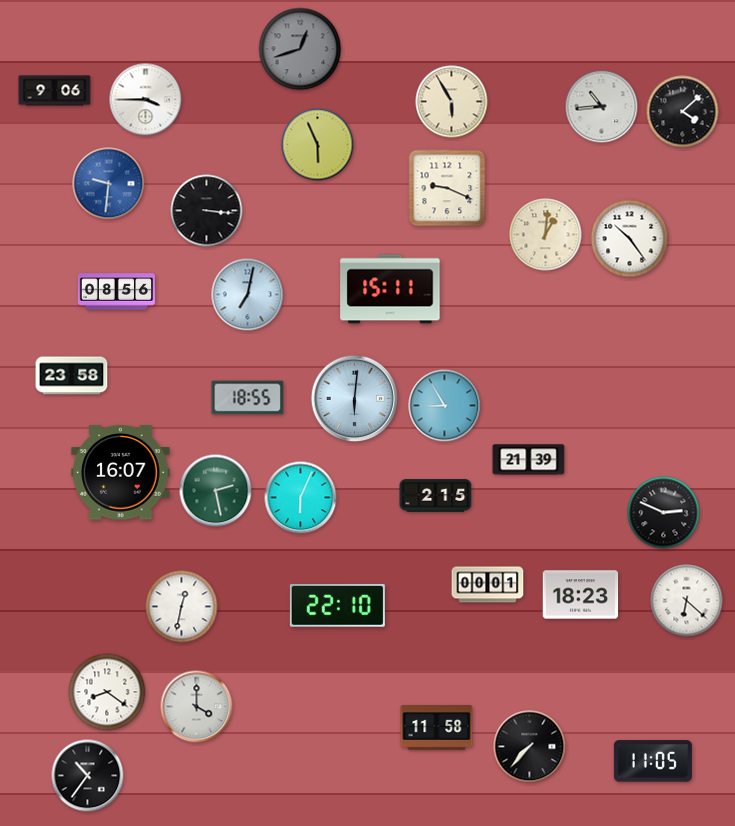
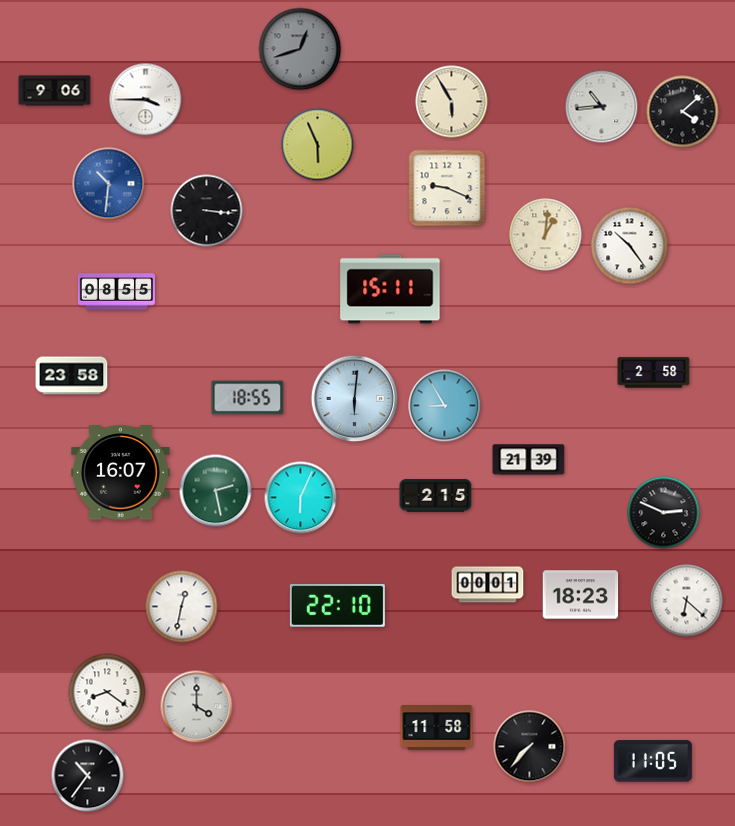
clock at (109, 184): 9:31 -> 10:31
clock at (630, 239) position: (630, 239) -> (630, 246)
clock at (116, 292): 08:56 -> 08:55
clock at (248, 295): 7:02 -> none
clock at (654, 373): none -> 2:58
